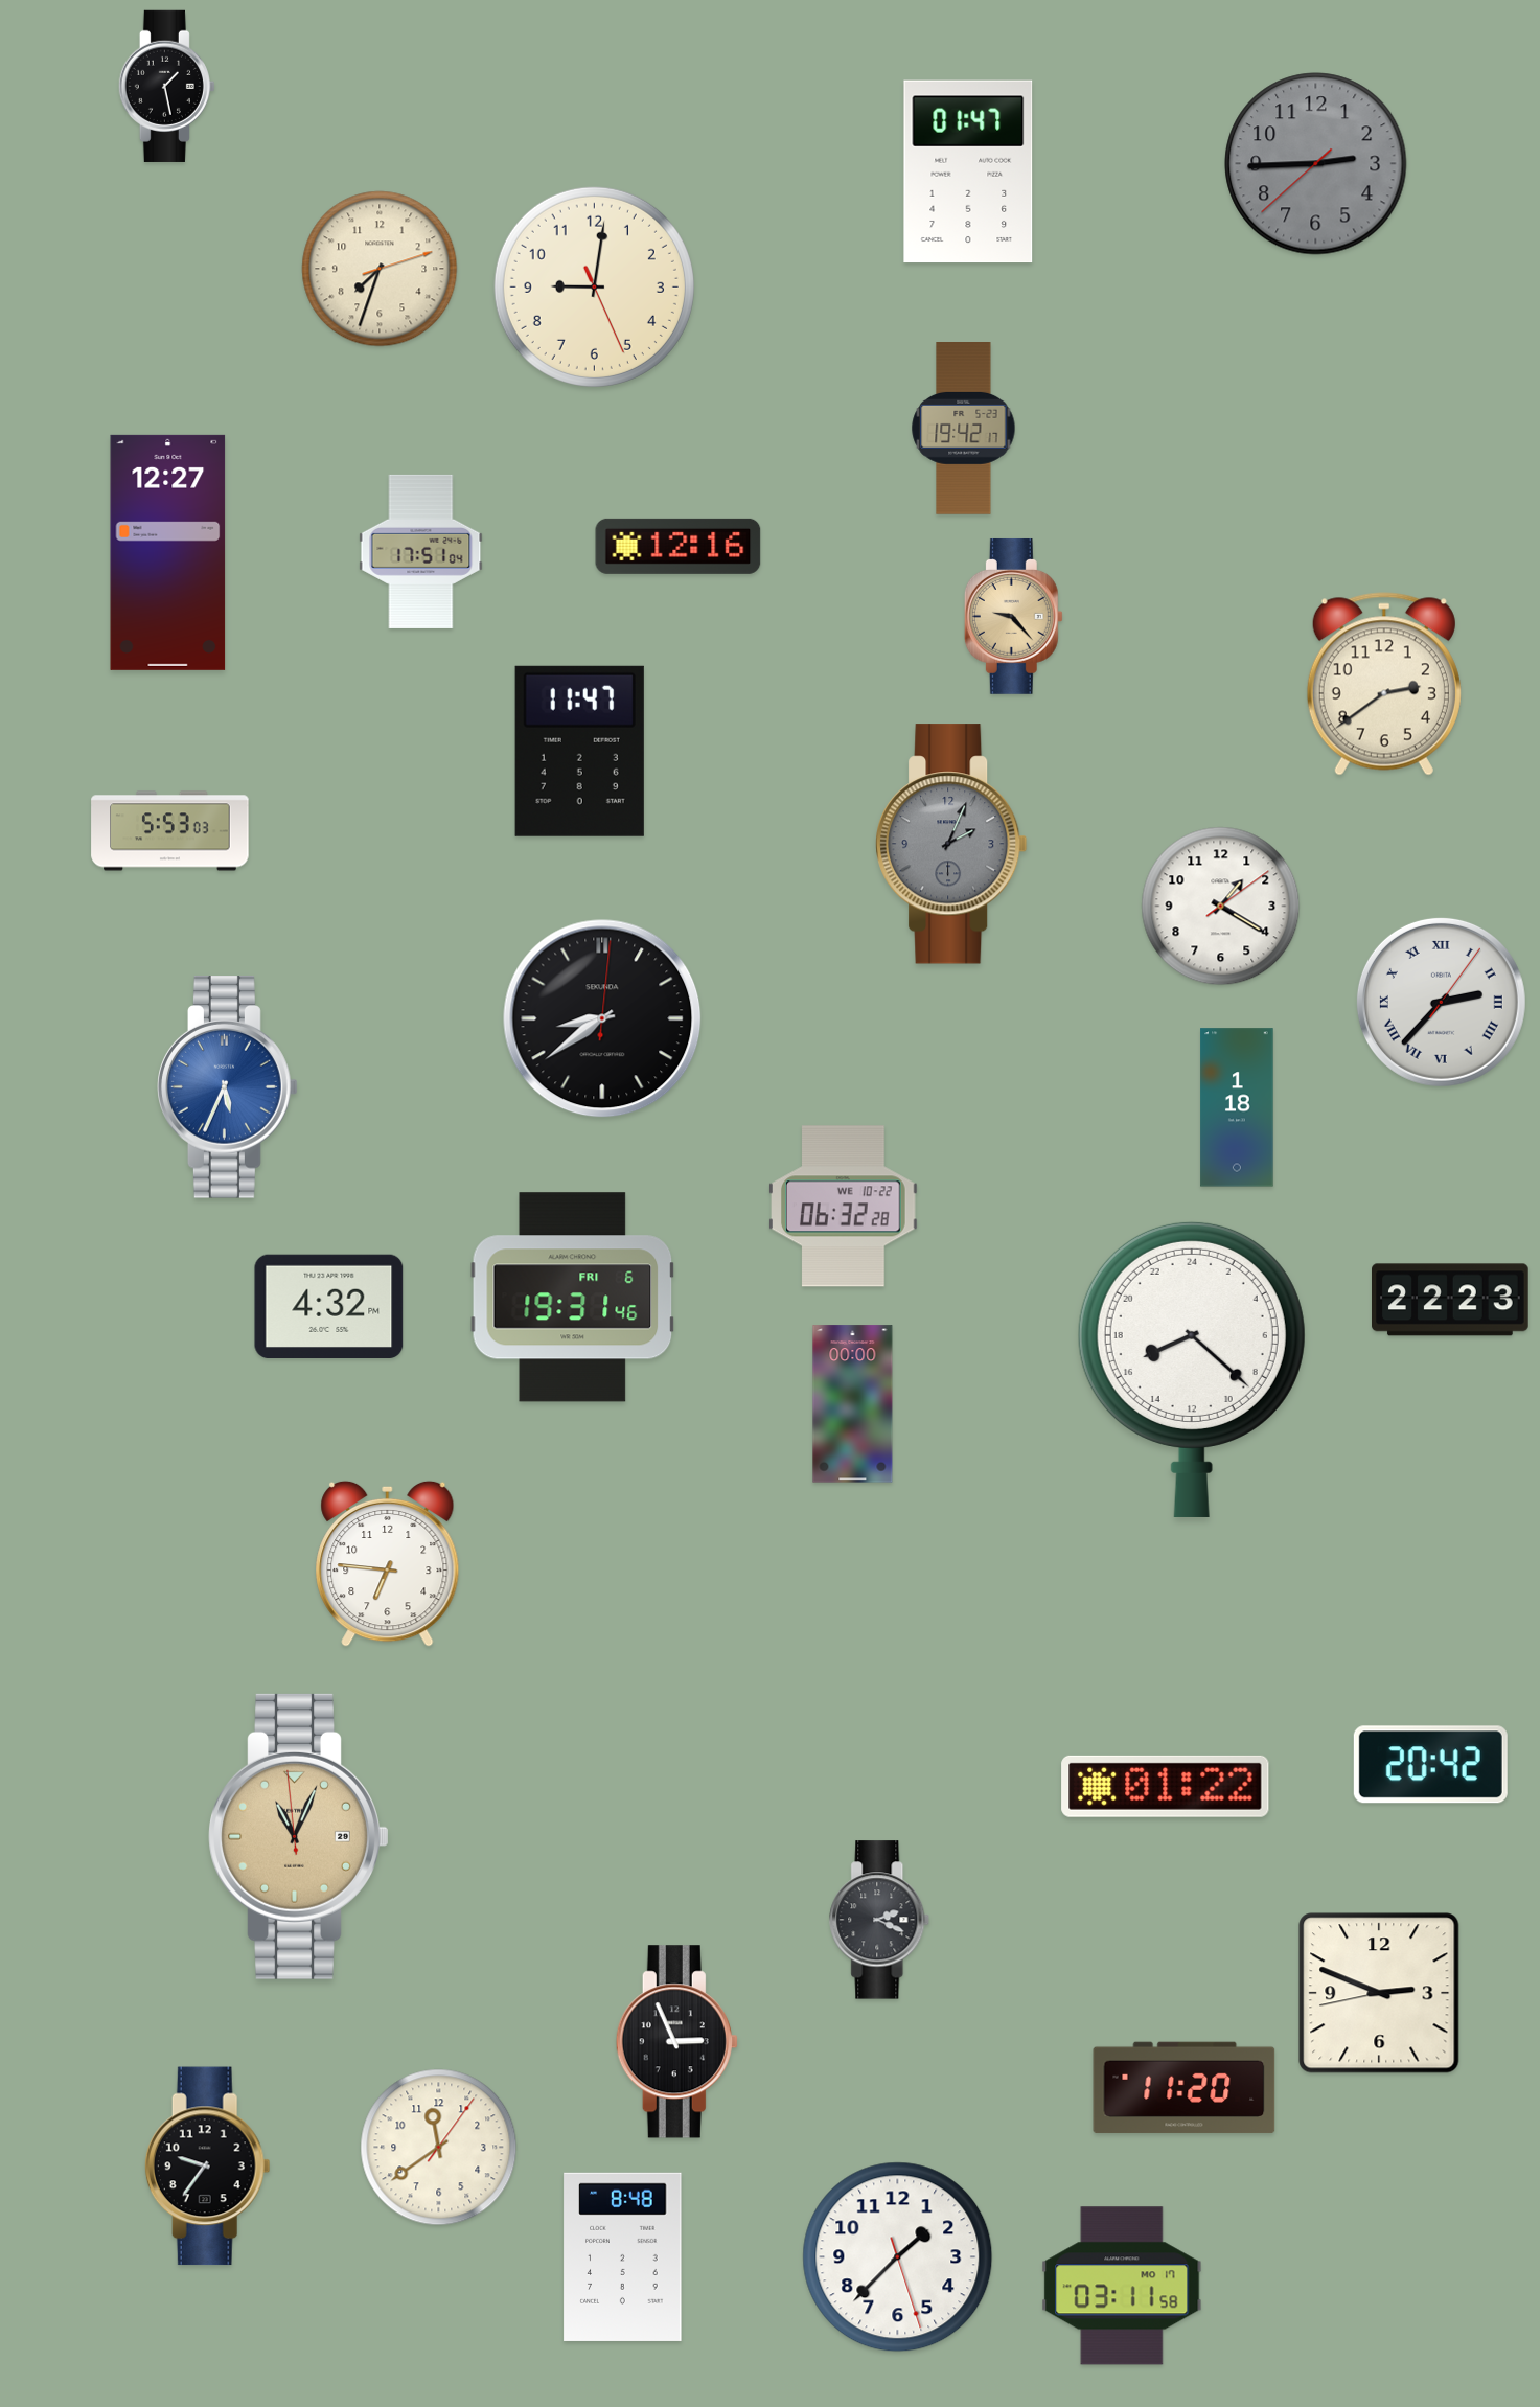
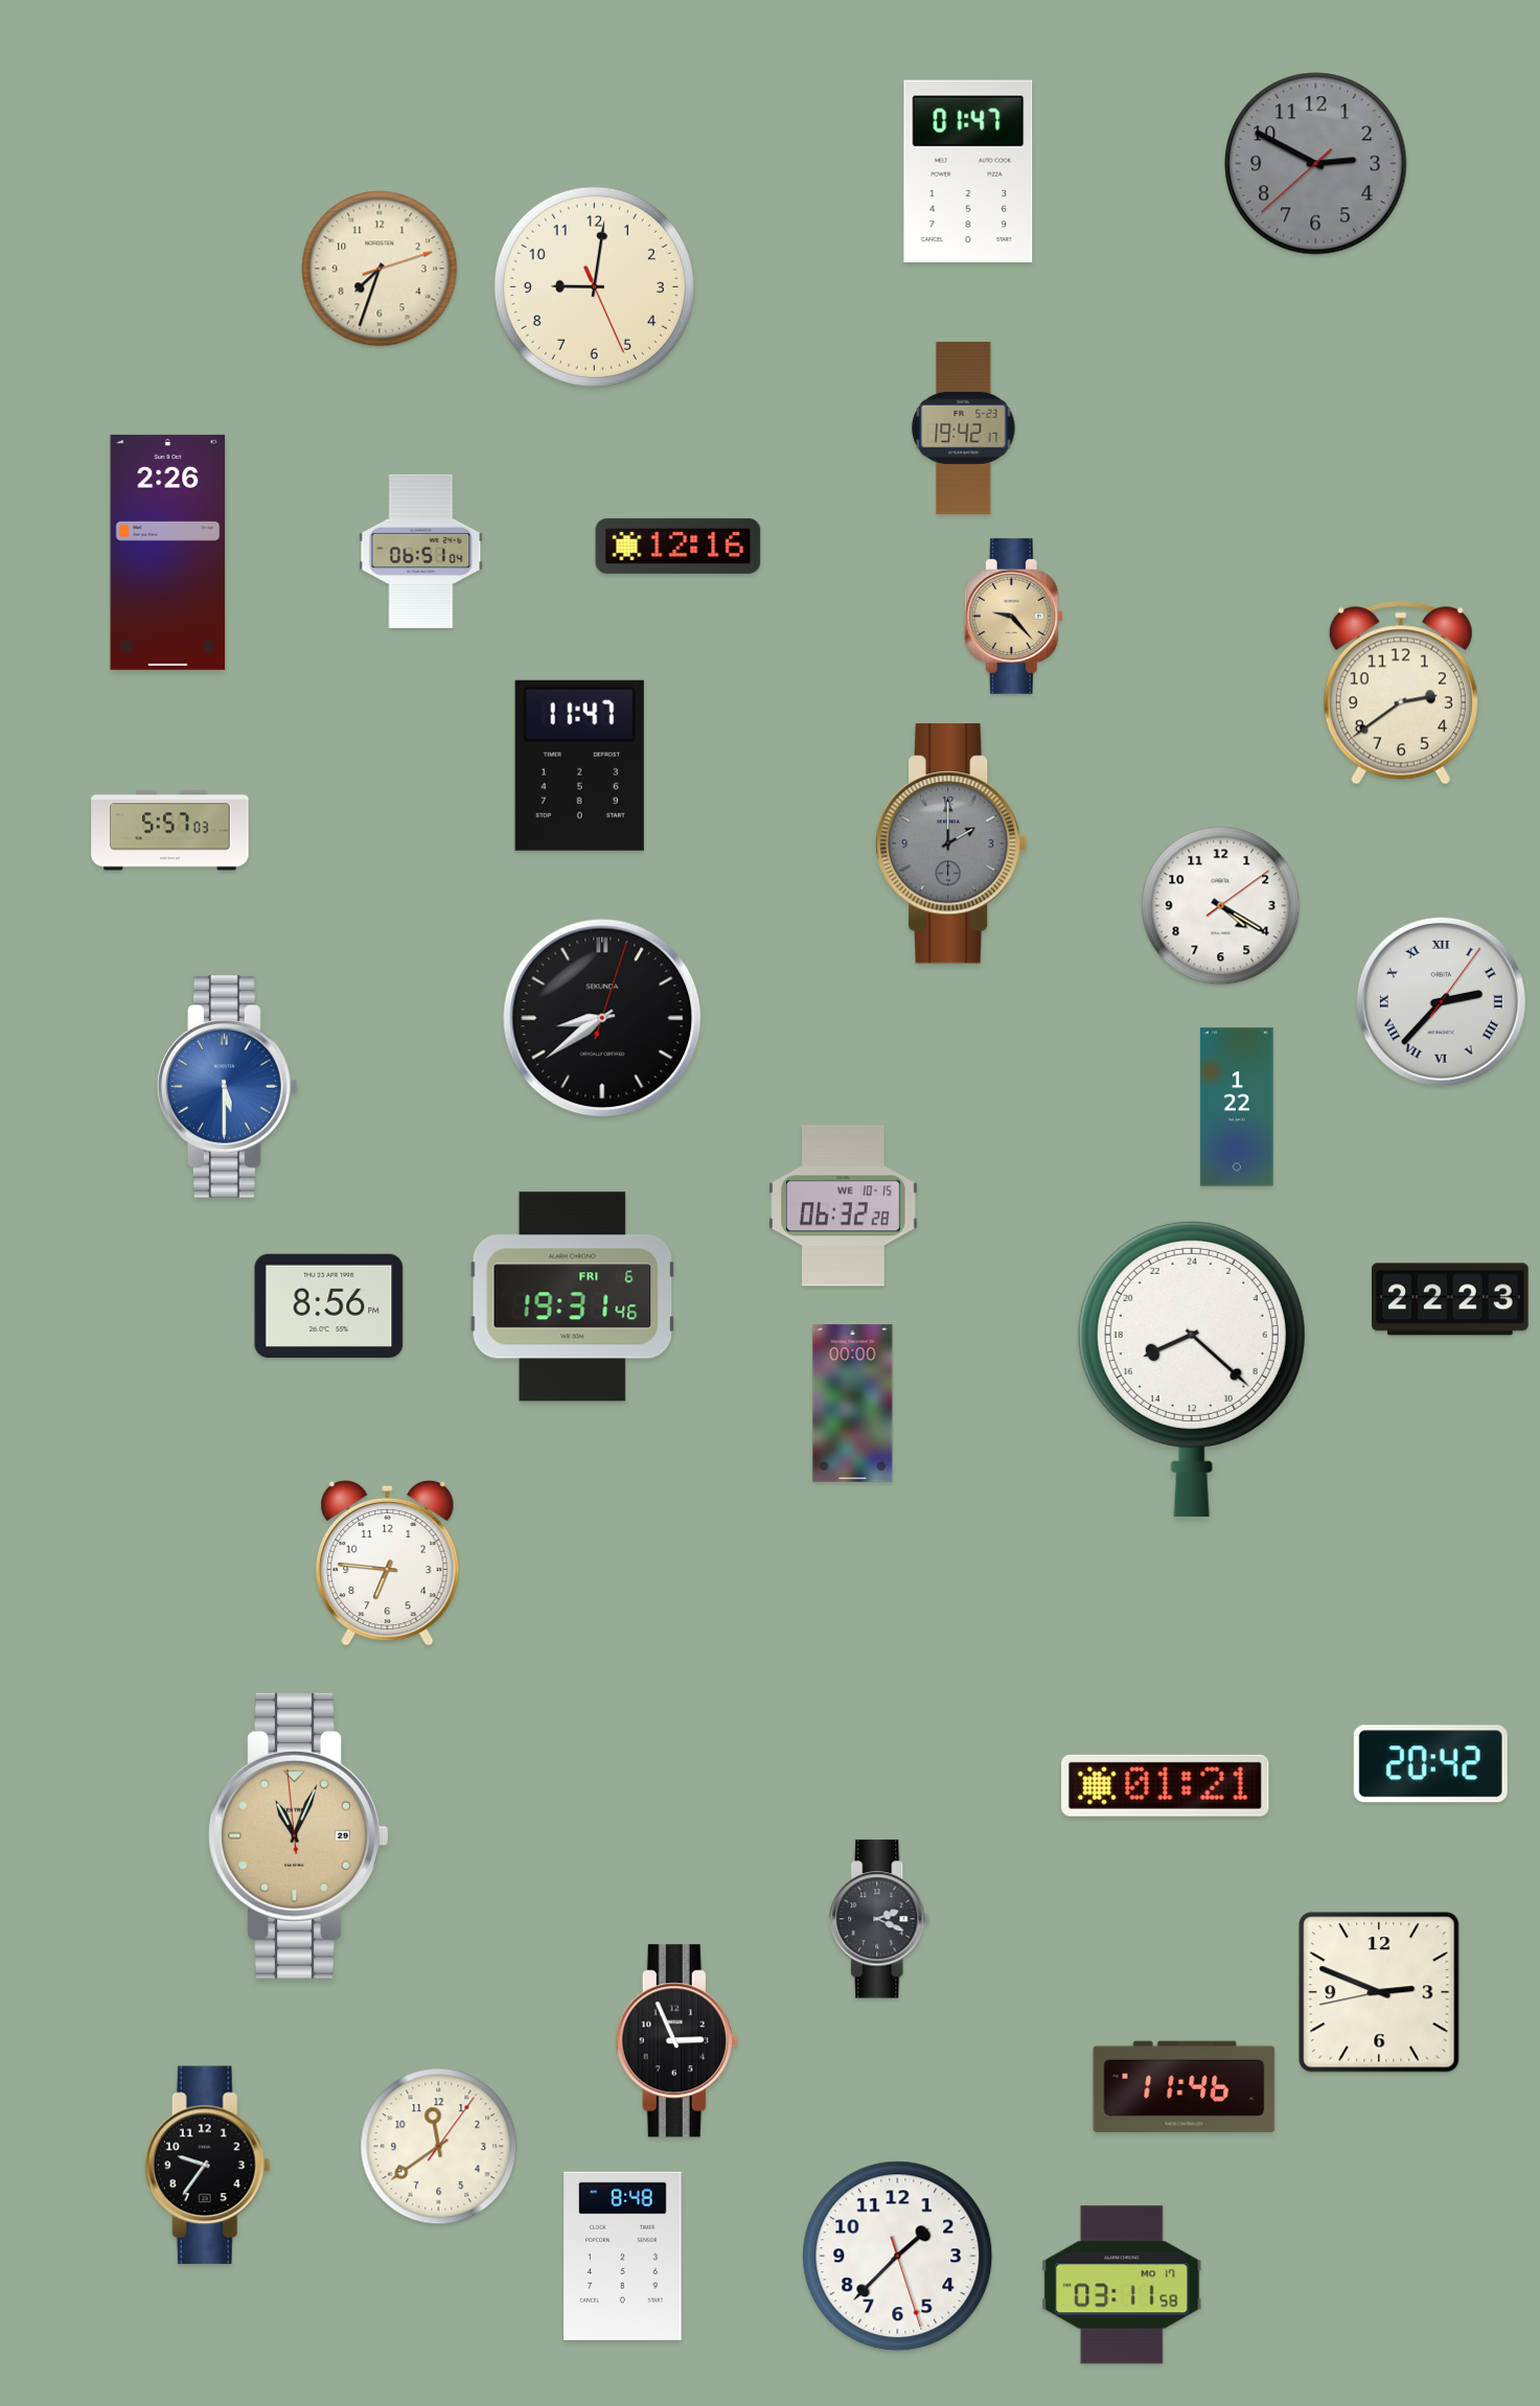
clock at (166, 86): 1:28 -> none
clock at (1316, 164): 2:44 -> 2:49
clock at (421, 551): 17:51 -> 06:51
clock at (168, 552): 12:27 -> 2:26
clock at (1384, 684) position: (1384, 684) -> (1401, 693)
clock at (579, 751) position: (579, 751) -> (579, 765)
clock at (170, 831): 5:53 -> 5:57
clock at (951, 844): 2:04 -> 2:00
clock at (1221, 907): 1:20 -> 4:20
clock at (602, 1018): 8:39:01 -> 8:39:03
clock at (228, 1087): 5:34 -> 5:30
clock at (1237, 1107): 1:18 -> 1:22
clock at (844, 1207) date: WE 10-22 -> WE 10-15
clock at (329, 1306): 4:32 -> 8:56
clock at (1166, 1786): 01:22 -> 01:21
clock at (1185, 2088): 11:20 -> 11:46
